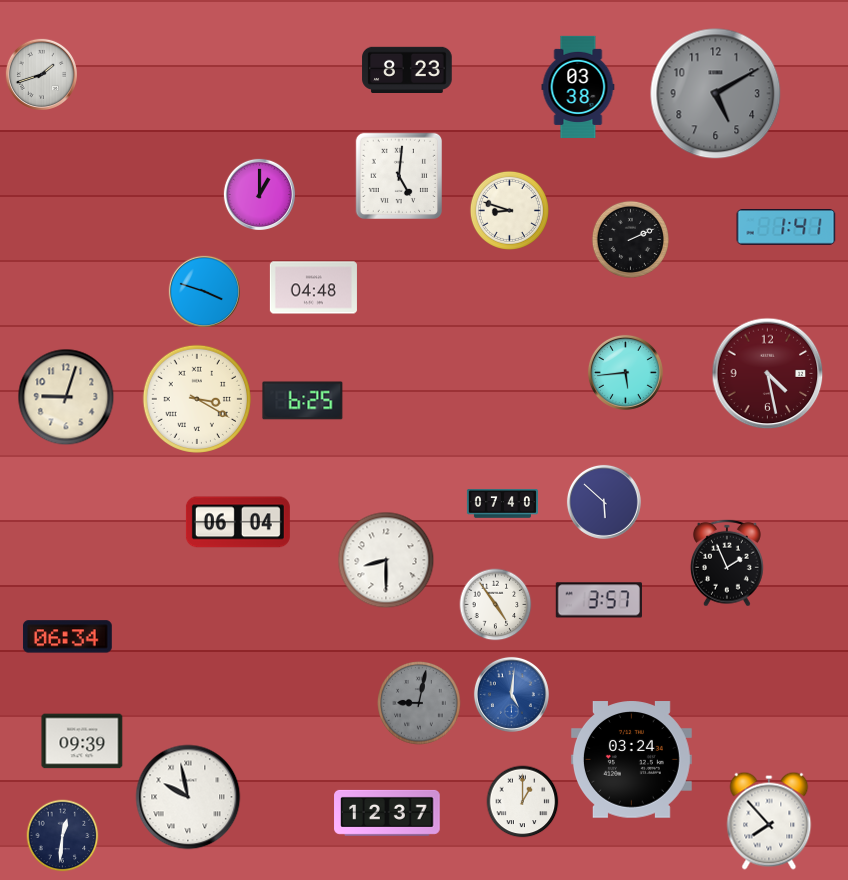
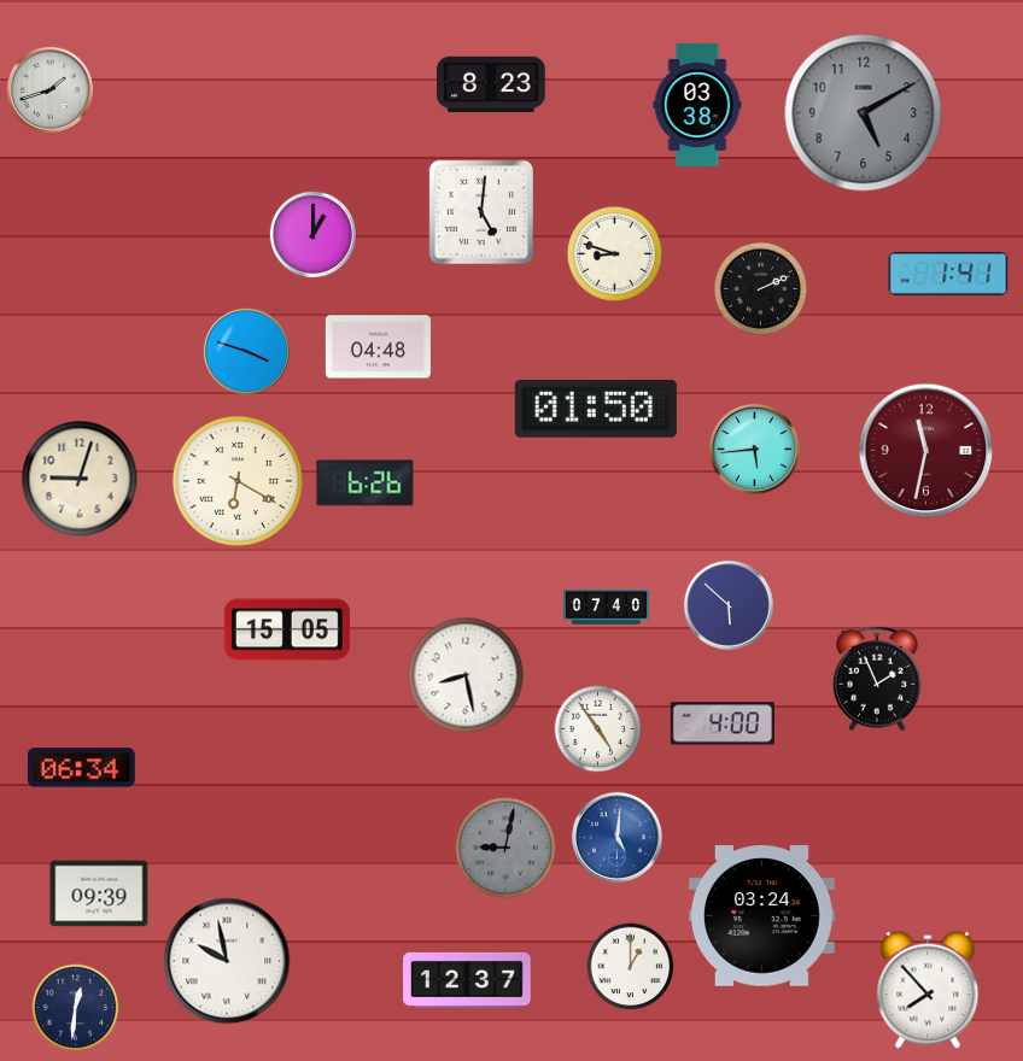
clock at (596, 409): none -> 01:50
clock at (768, 374): 4:28 -> 11:32
clock at (197, 399): 3:20 -> 6:20
clock at (303, 401): 6:25 -> 6:26
clock at (238, 522): 06:04 -> 15:05
clock at (386, 560): 8:30 -> 8:28
clock at (599, 600): 3:57 -> 4:00
